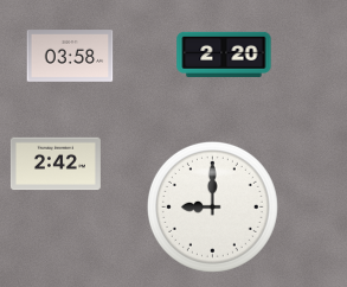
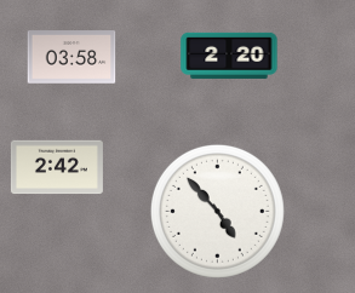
clock at (212, 206): 9:00 -> 4:53
